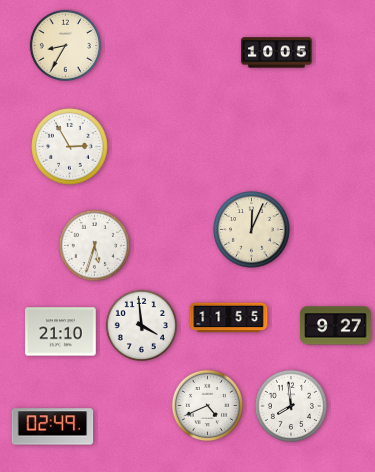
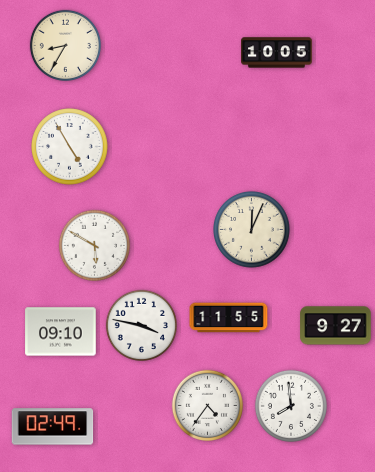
clock at (70, 147): 2:55 -> 4:55
clock at (94, 245): 5:33 -> 5:50
clock at (141, 325): 3:59 -> 3:47
clock at (61, 332): 21:10 -> 09:10
clock at (207, 405): 4:41 -> 4:36
